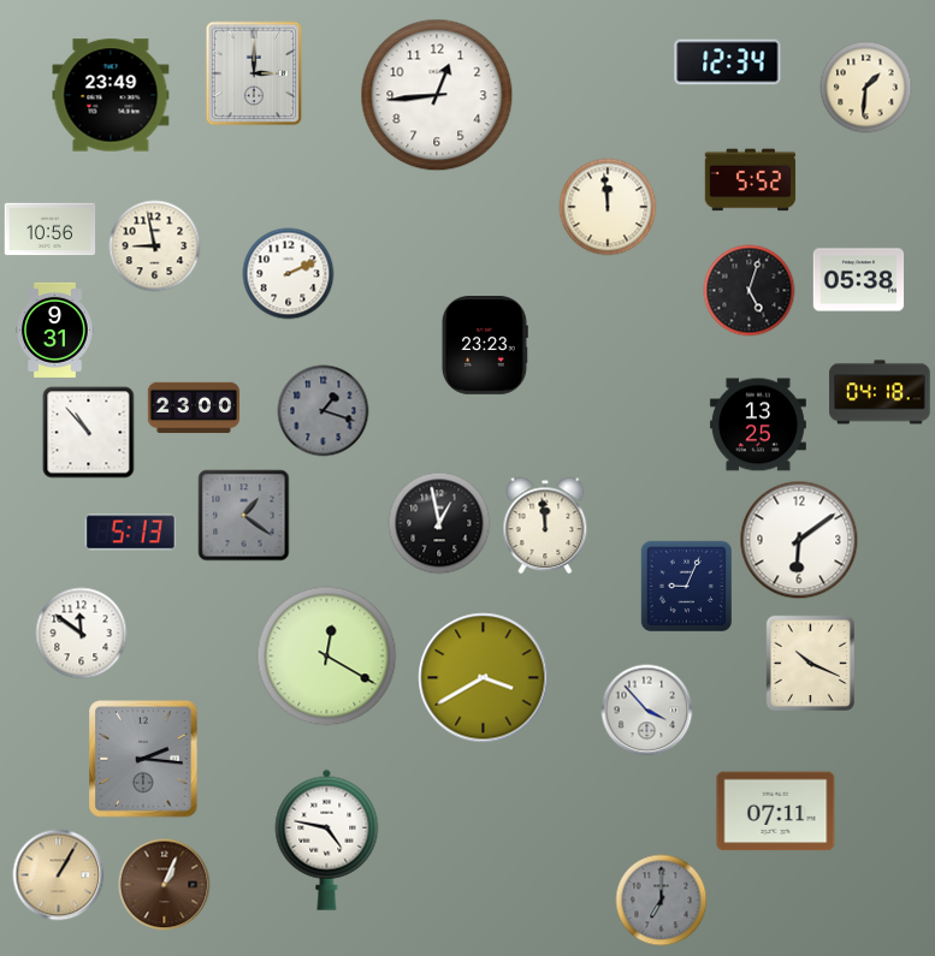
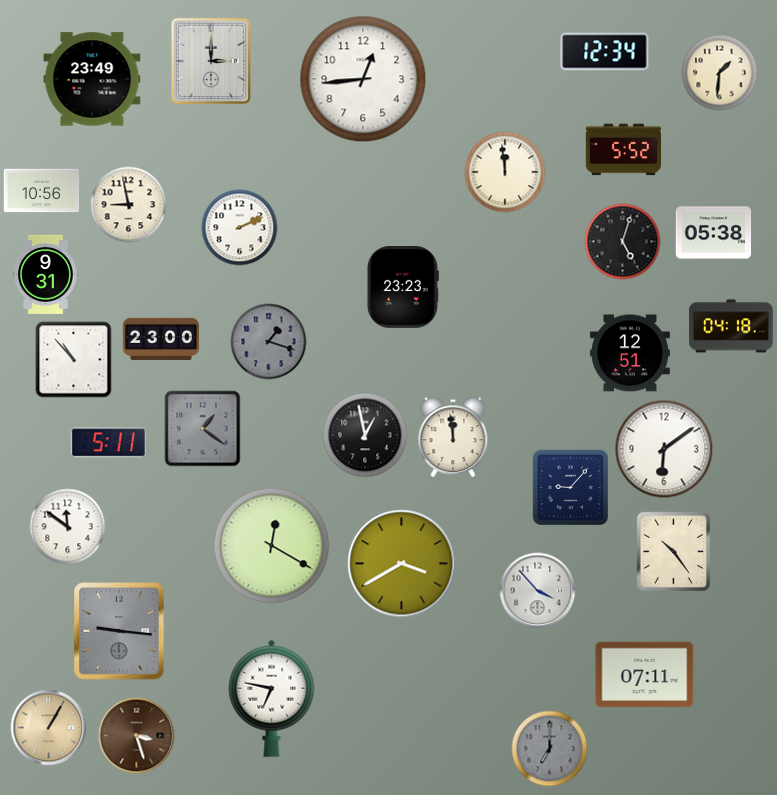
clock at (758, 424): 13:25 -> 12:51
clock at (130, 533): 5:13 -> 5:11
clock at (686, 586): 9:04 -> 9:07
clock at (810, 663): 10:19 -> 10:24
clock at (143, 759): 2:16 -> 9:16
clock at (327, 839): 4:47 -> 6:47
clock at (165, 885): 1:04 -> 3:27
